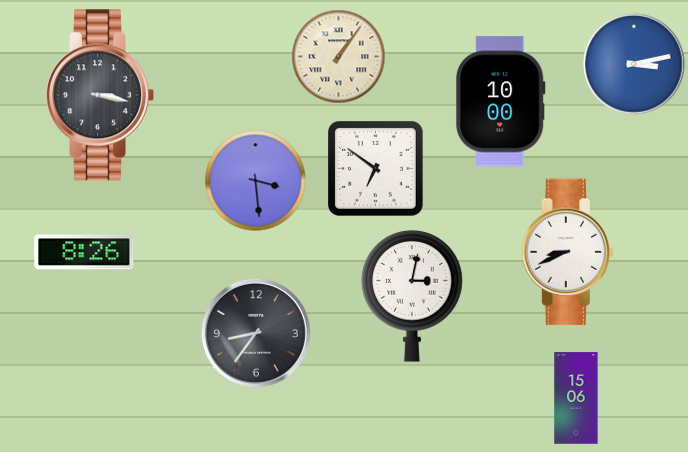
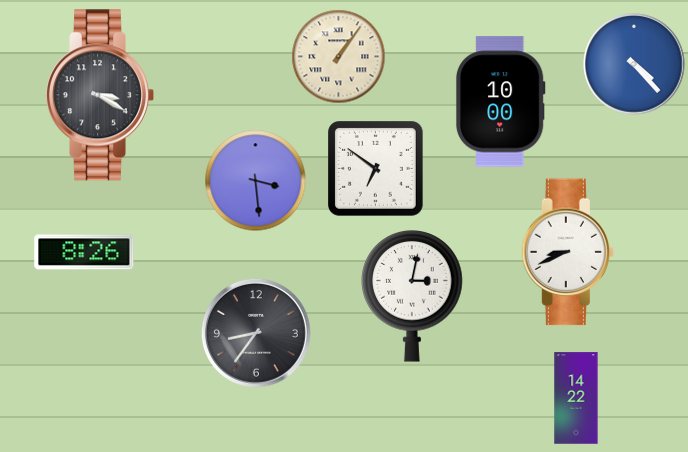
clock at (634, 64): 3:13 -> 4:23
clock at (100, 95): 3:17 -> 3:20
clock at (576, 398): 15:06 -> 14:22
